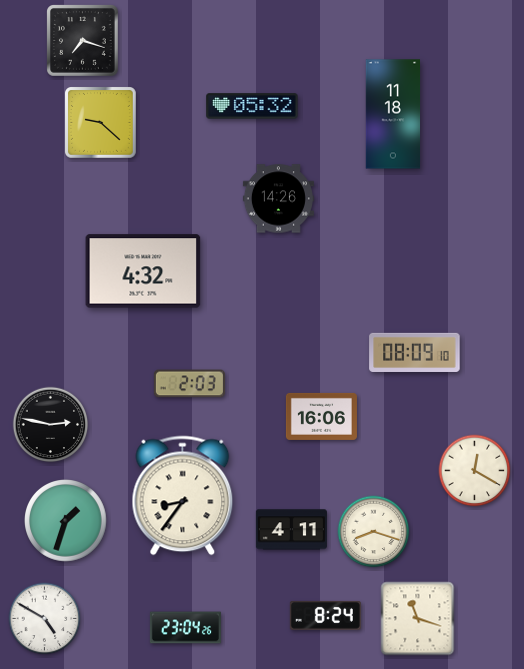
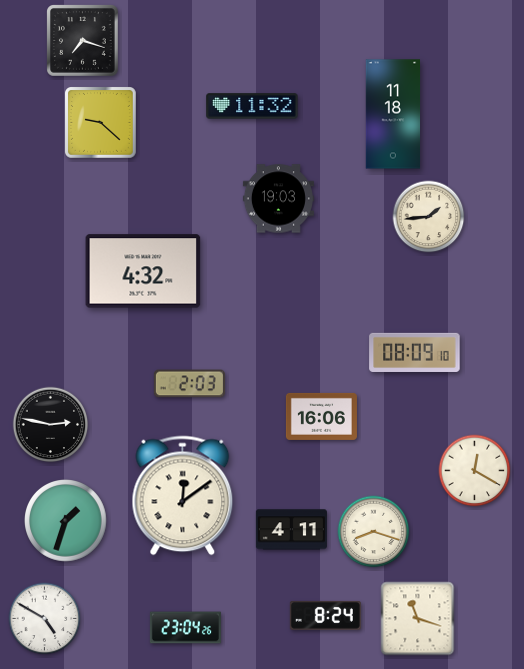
clock at (252, 106): 05:32 -> 11:32
clock at (278, 199): 14:26 -> 19:03
clock at (429, 217): none -> 1:44
clock at (183, 496): 8:36 -> 12:09
